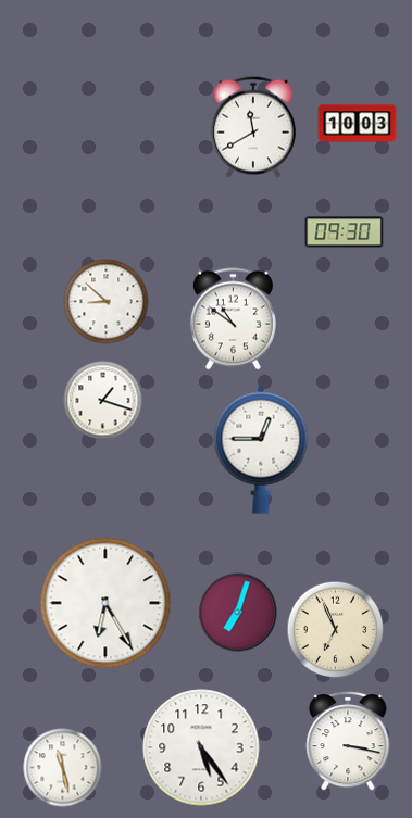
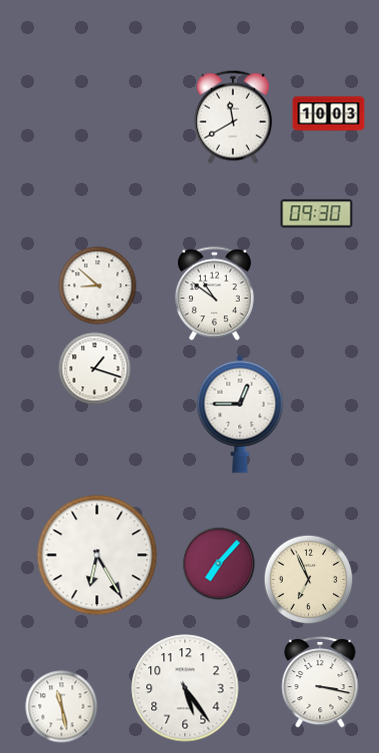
clock at (107, 302) position: (107, 302) -> (98, 286)
clock at (238, 613): 7:03 -> 7:07
clock at (63, 768) position: (63, 768) -> (62, 707)
